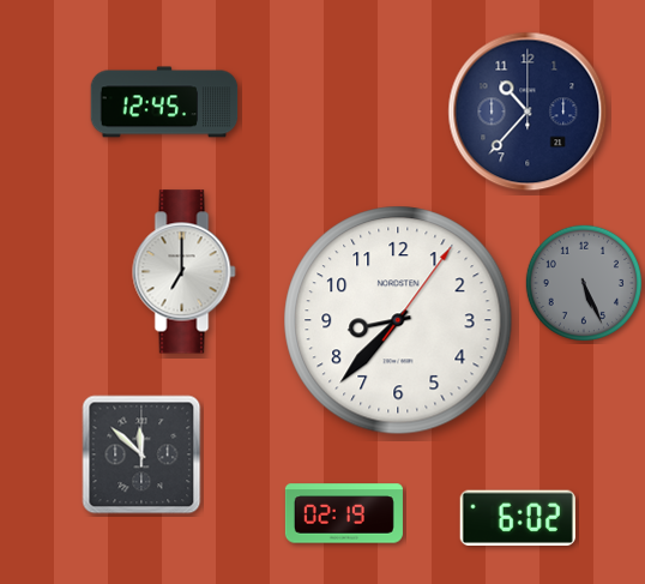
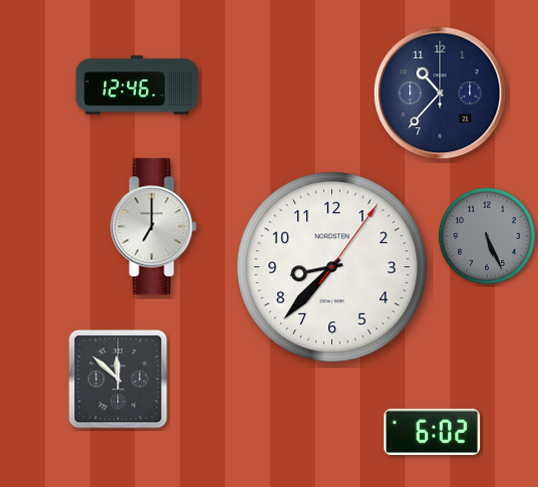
clock at (164, 102): 12:45 -> 12:46
clock at (344, 513): 02:19 -> none
